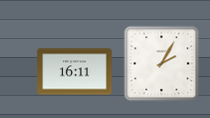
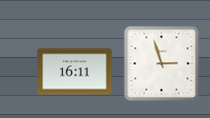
clock at (162, 64): 2:05 -> 2:57
